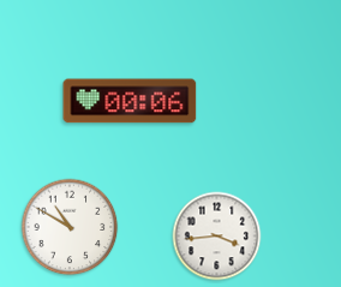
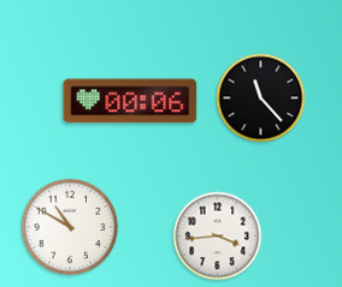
clock at (261, 98): none -> 11:23
